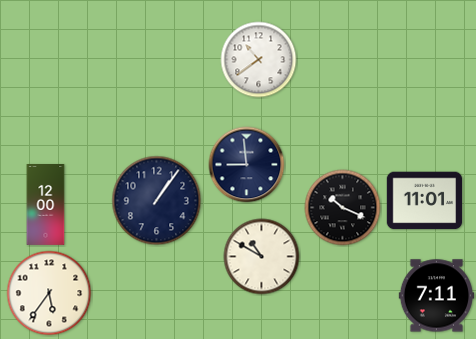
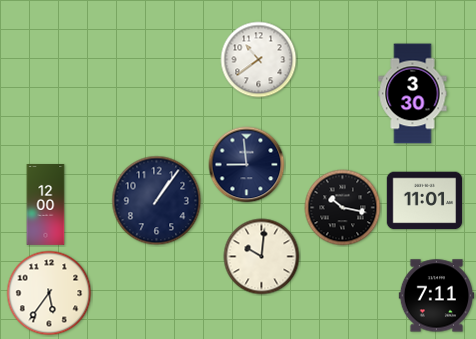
clock at (413, 94): none -> 3:30
clock at (343, 208): 10:19 -> 10:17
clock at (262, 257): 10:50 -> 10:01
